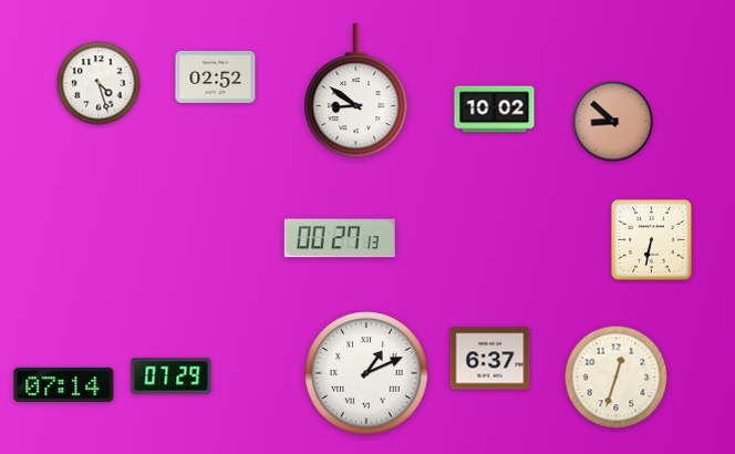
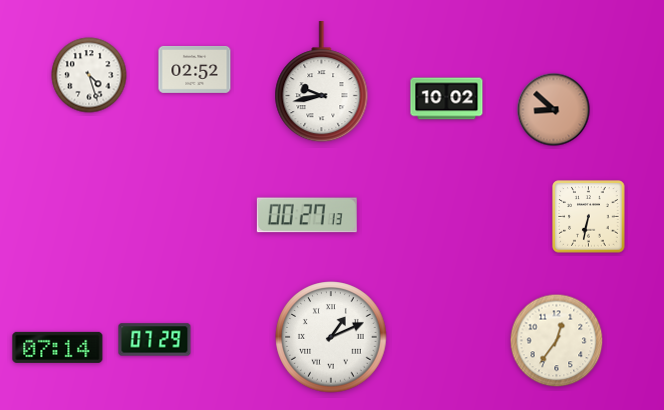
clock at (356, 91): 8:51 -> 9:43
clock at (490, 359): 6:37 -> none
clock at (617, 378): 12:33 -> 12:36
